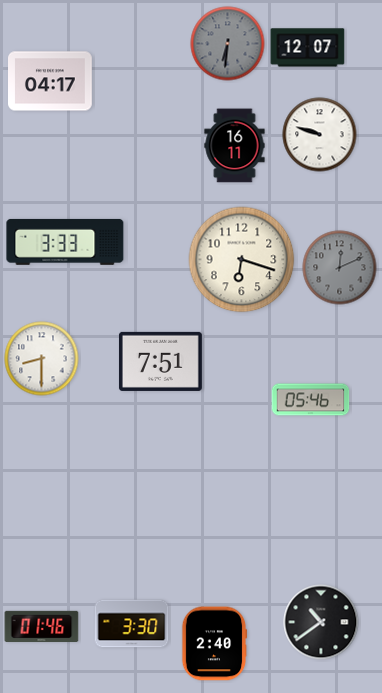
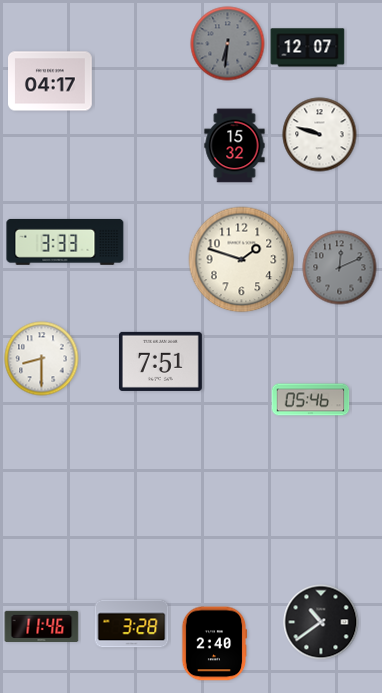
clock at (235, 146): 16:11 -> 15:32
clock at (242, 260): 6:18 -> 1:48
clock at (132, 624): 3:30 -> 3:28
clock at (42, 626): 01:46 -> 11:46
